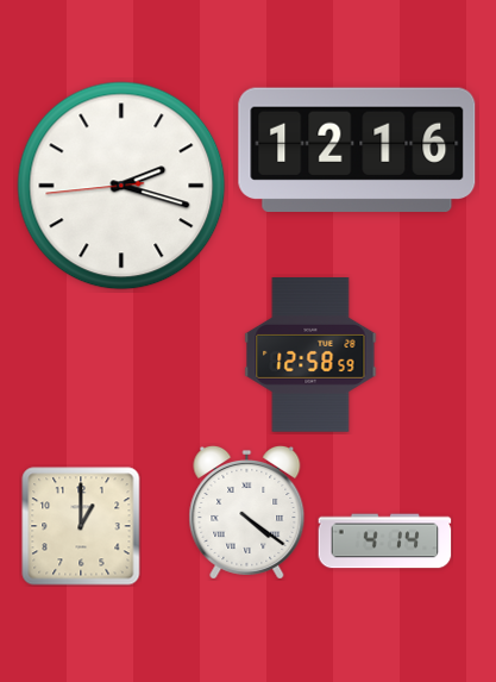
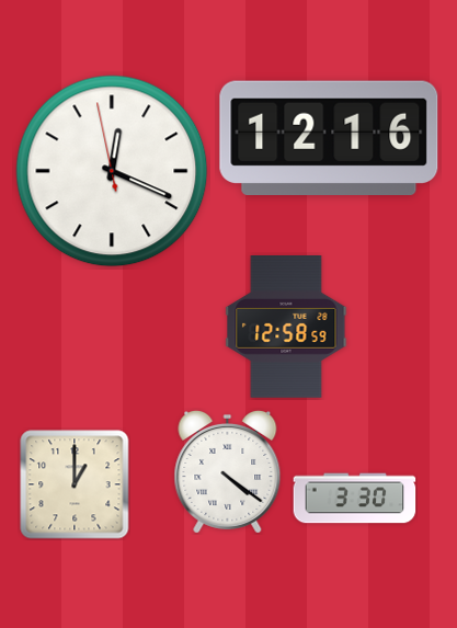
clock at (121, 186): 2:17 -> 12:18
clock at (385, 542): 4:14 -> 3:30
